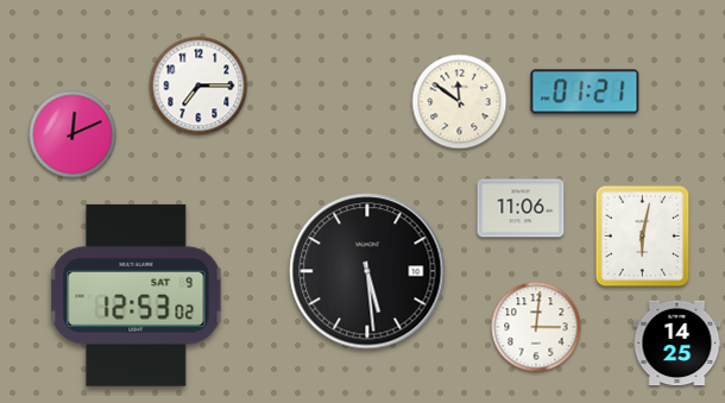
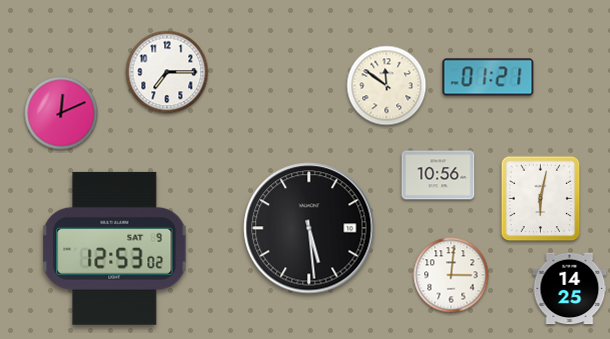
clock at (585, 92) position: (585, 92) -> (488, 77)
clock at (521, 208): 11:06 -> 10:56
